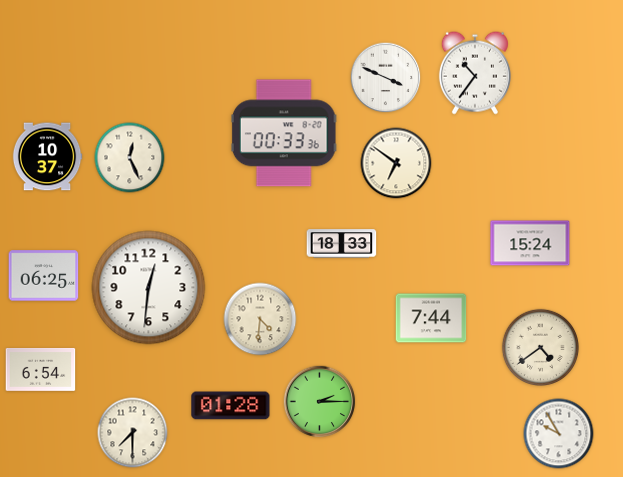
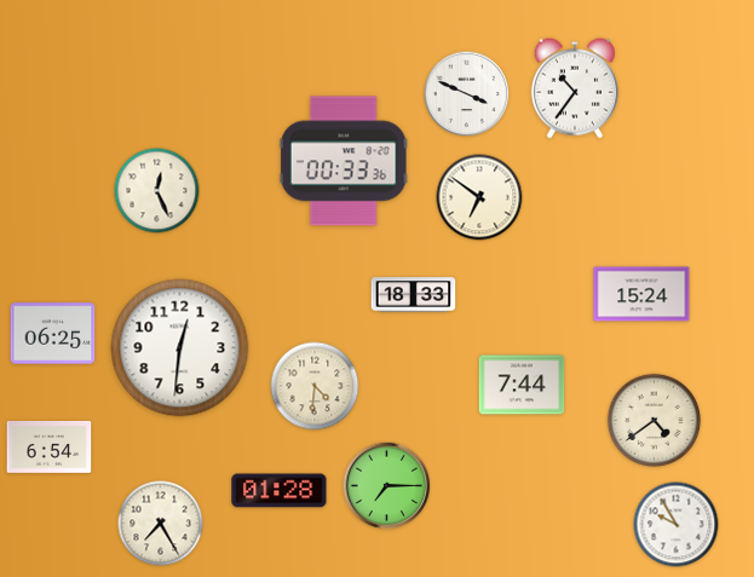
clock at (47, 157): 10:37 -> none
clock at (320, 402): 2:15 -> 7:15
clock at (133, 433): 7:30 -> 7:25
